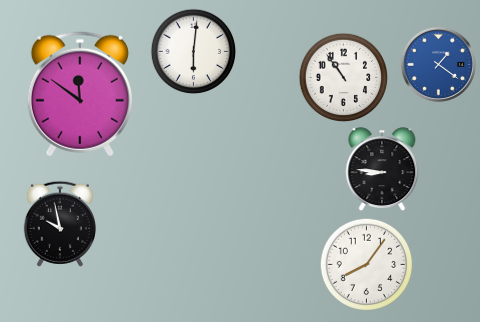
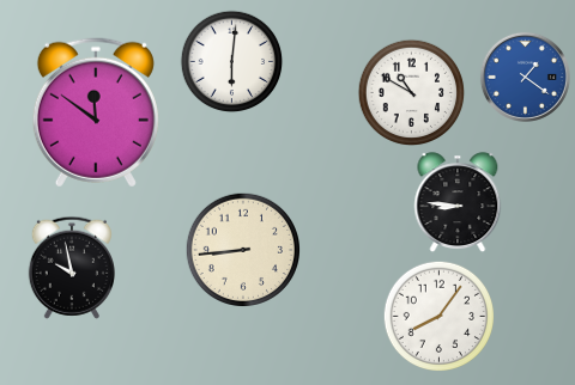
clock at (344, 78): 10:54 -> 10:50
clock at (242, 249): none -> 8:44
